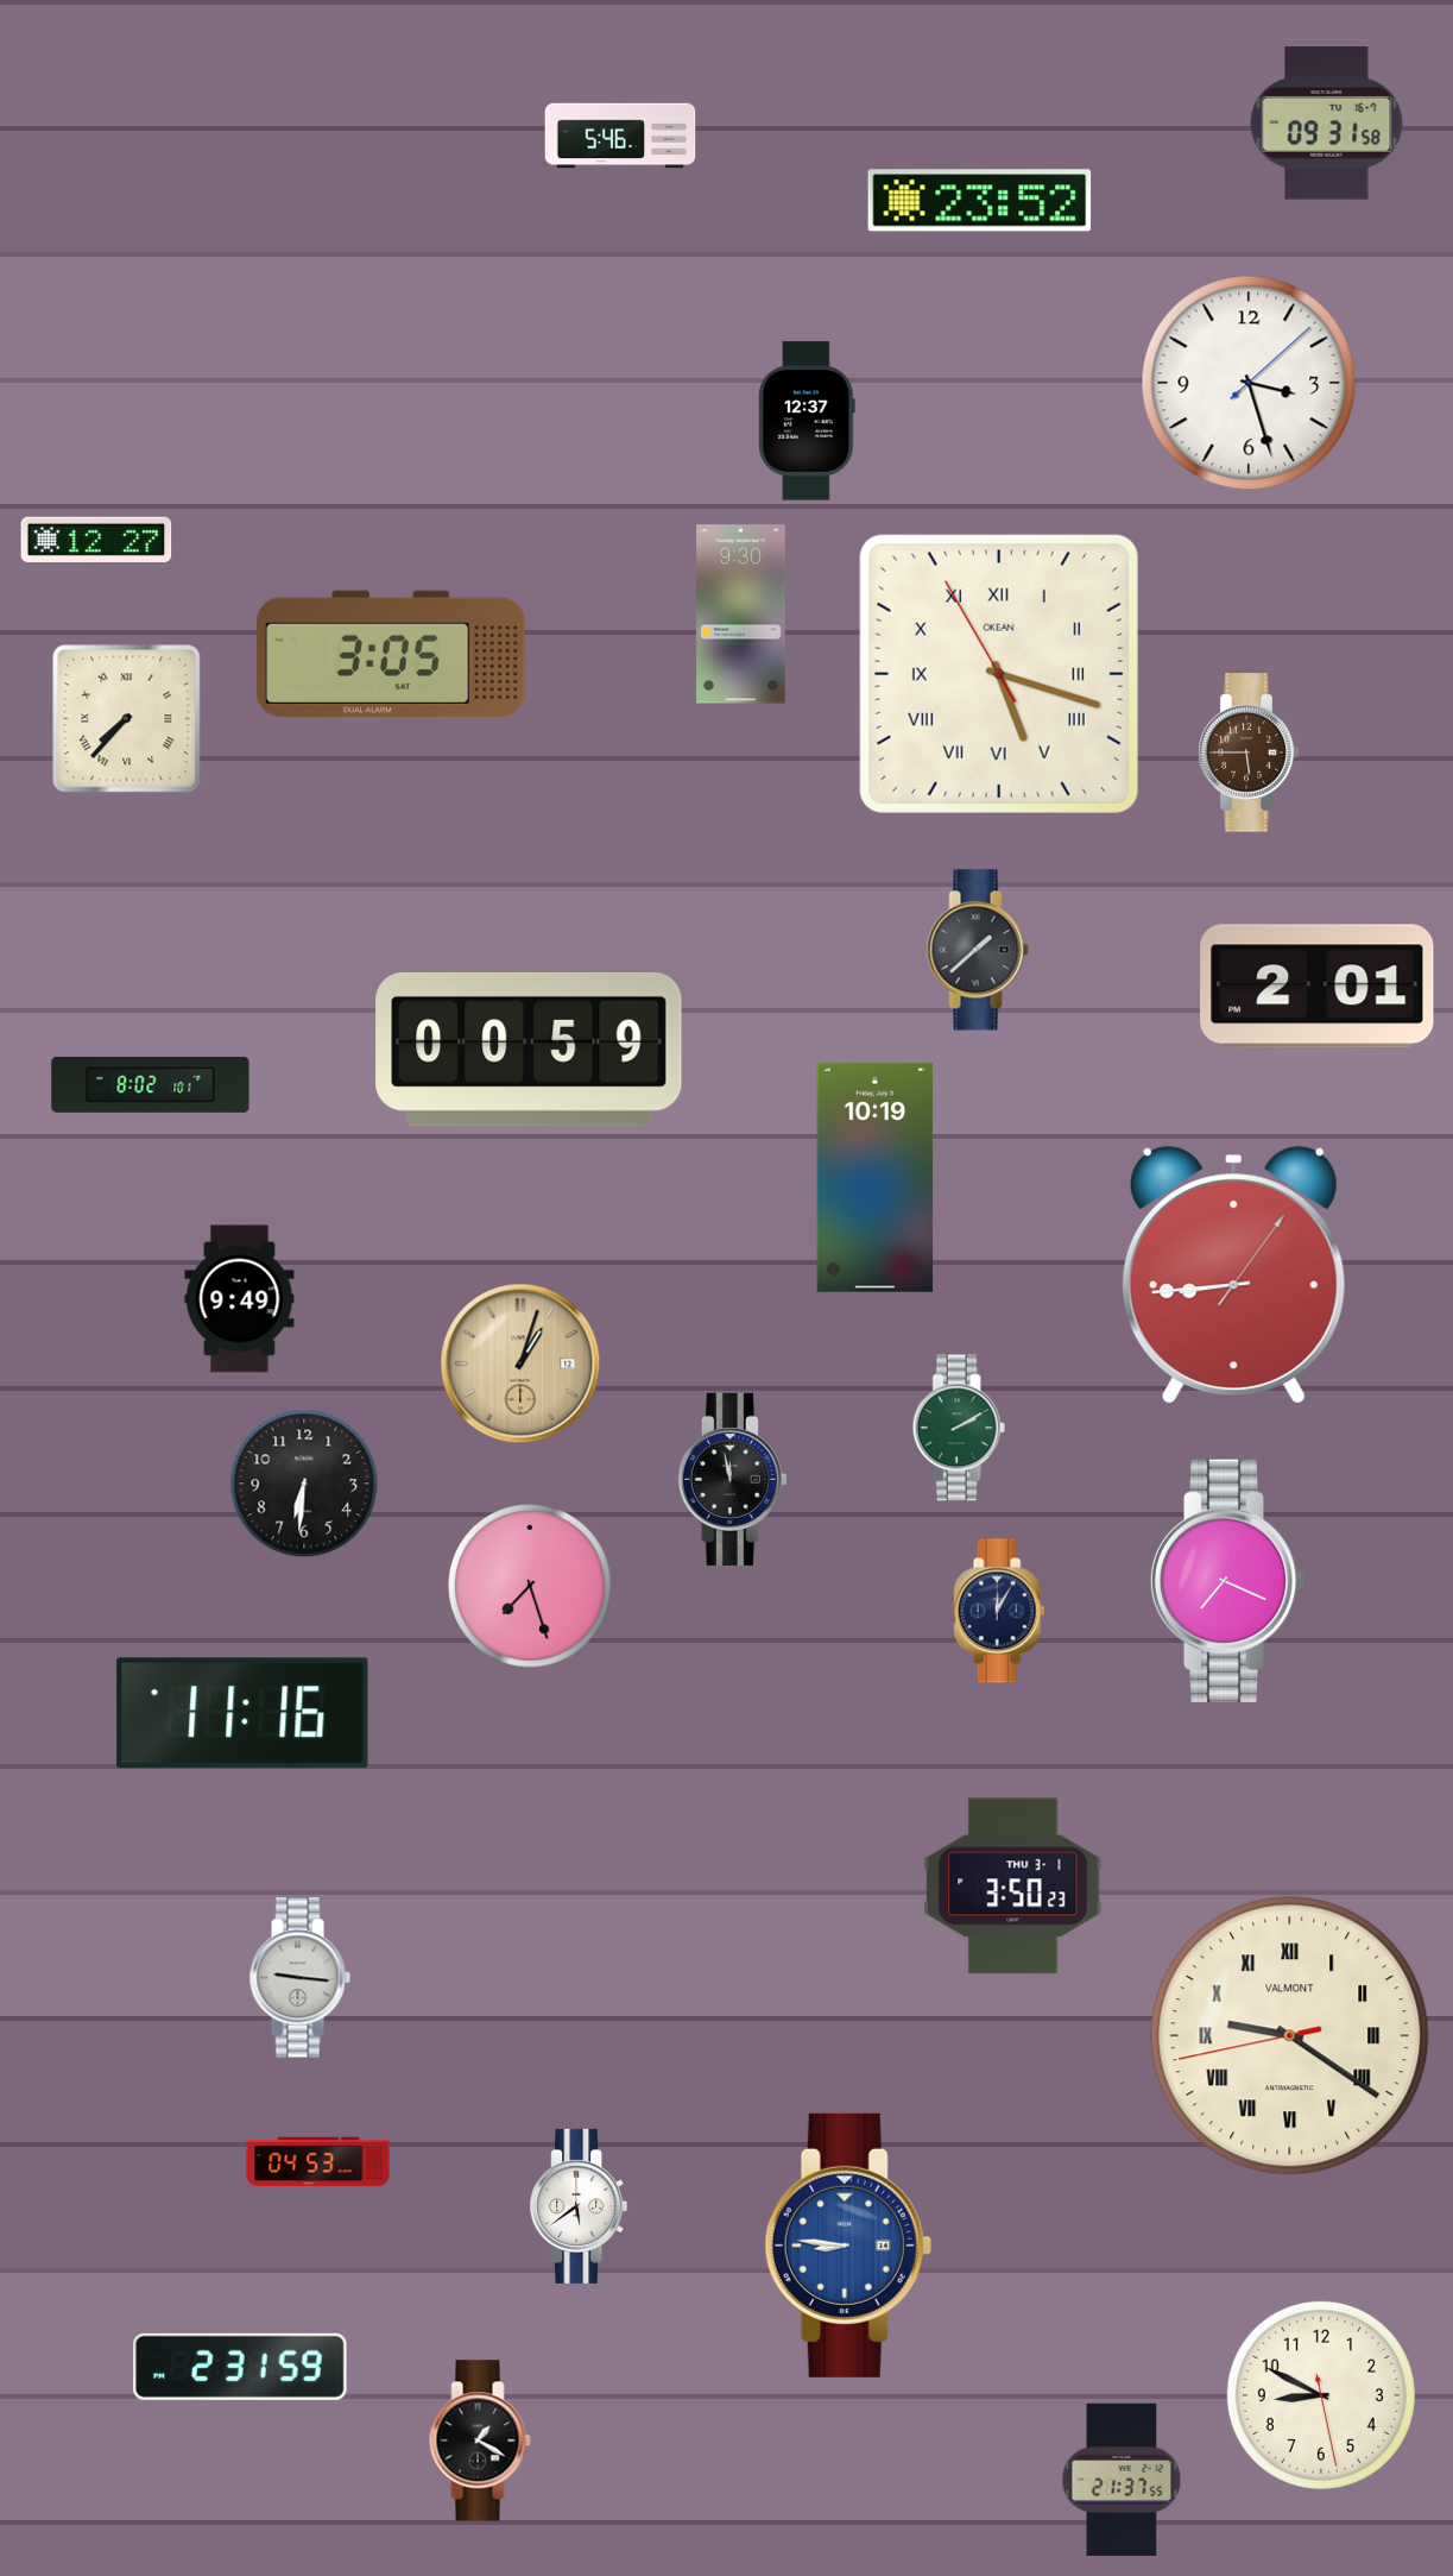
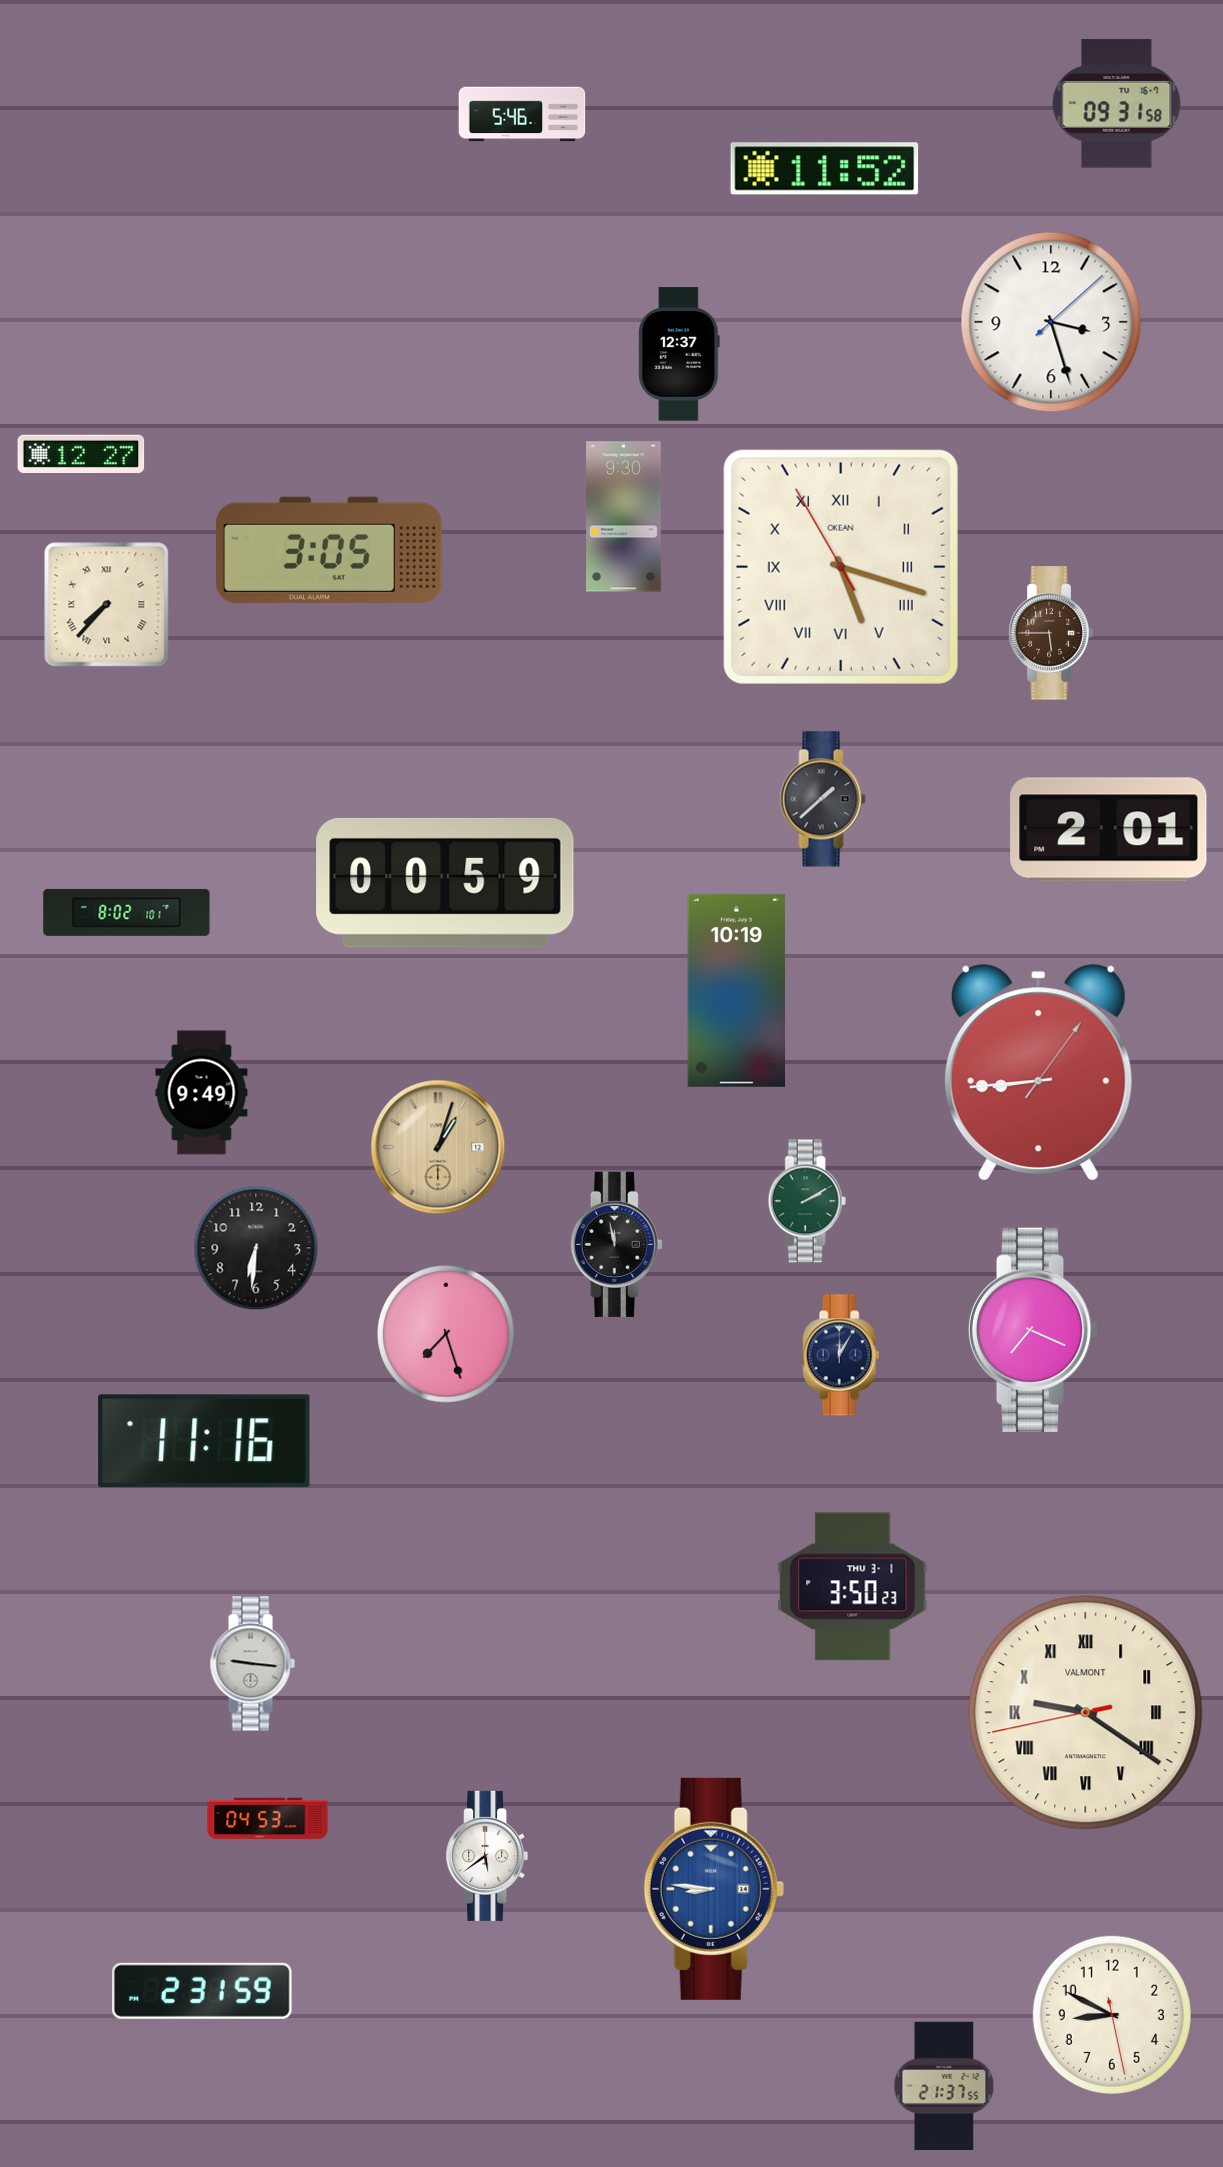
clock at (980, 201): 23:52 -> 11:52
clock at (480, 2440): 1:20 -> none
